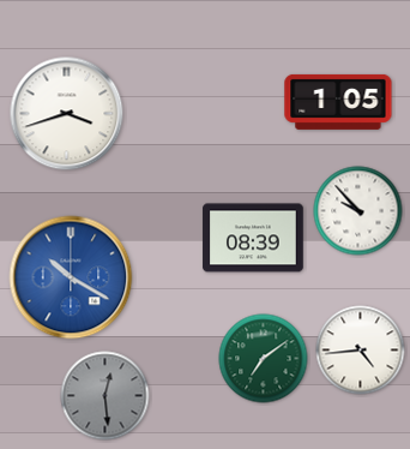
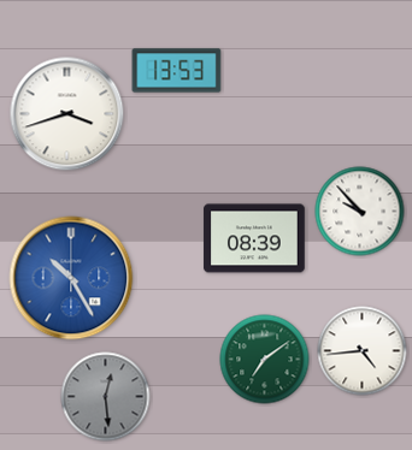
clock at (177, 71): none -> 13:53
clock at (338, 102): 1:05 -> none
clock at (71, 277): 10:20 -> 10:25
